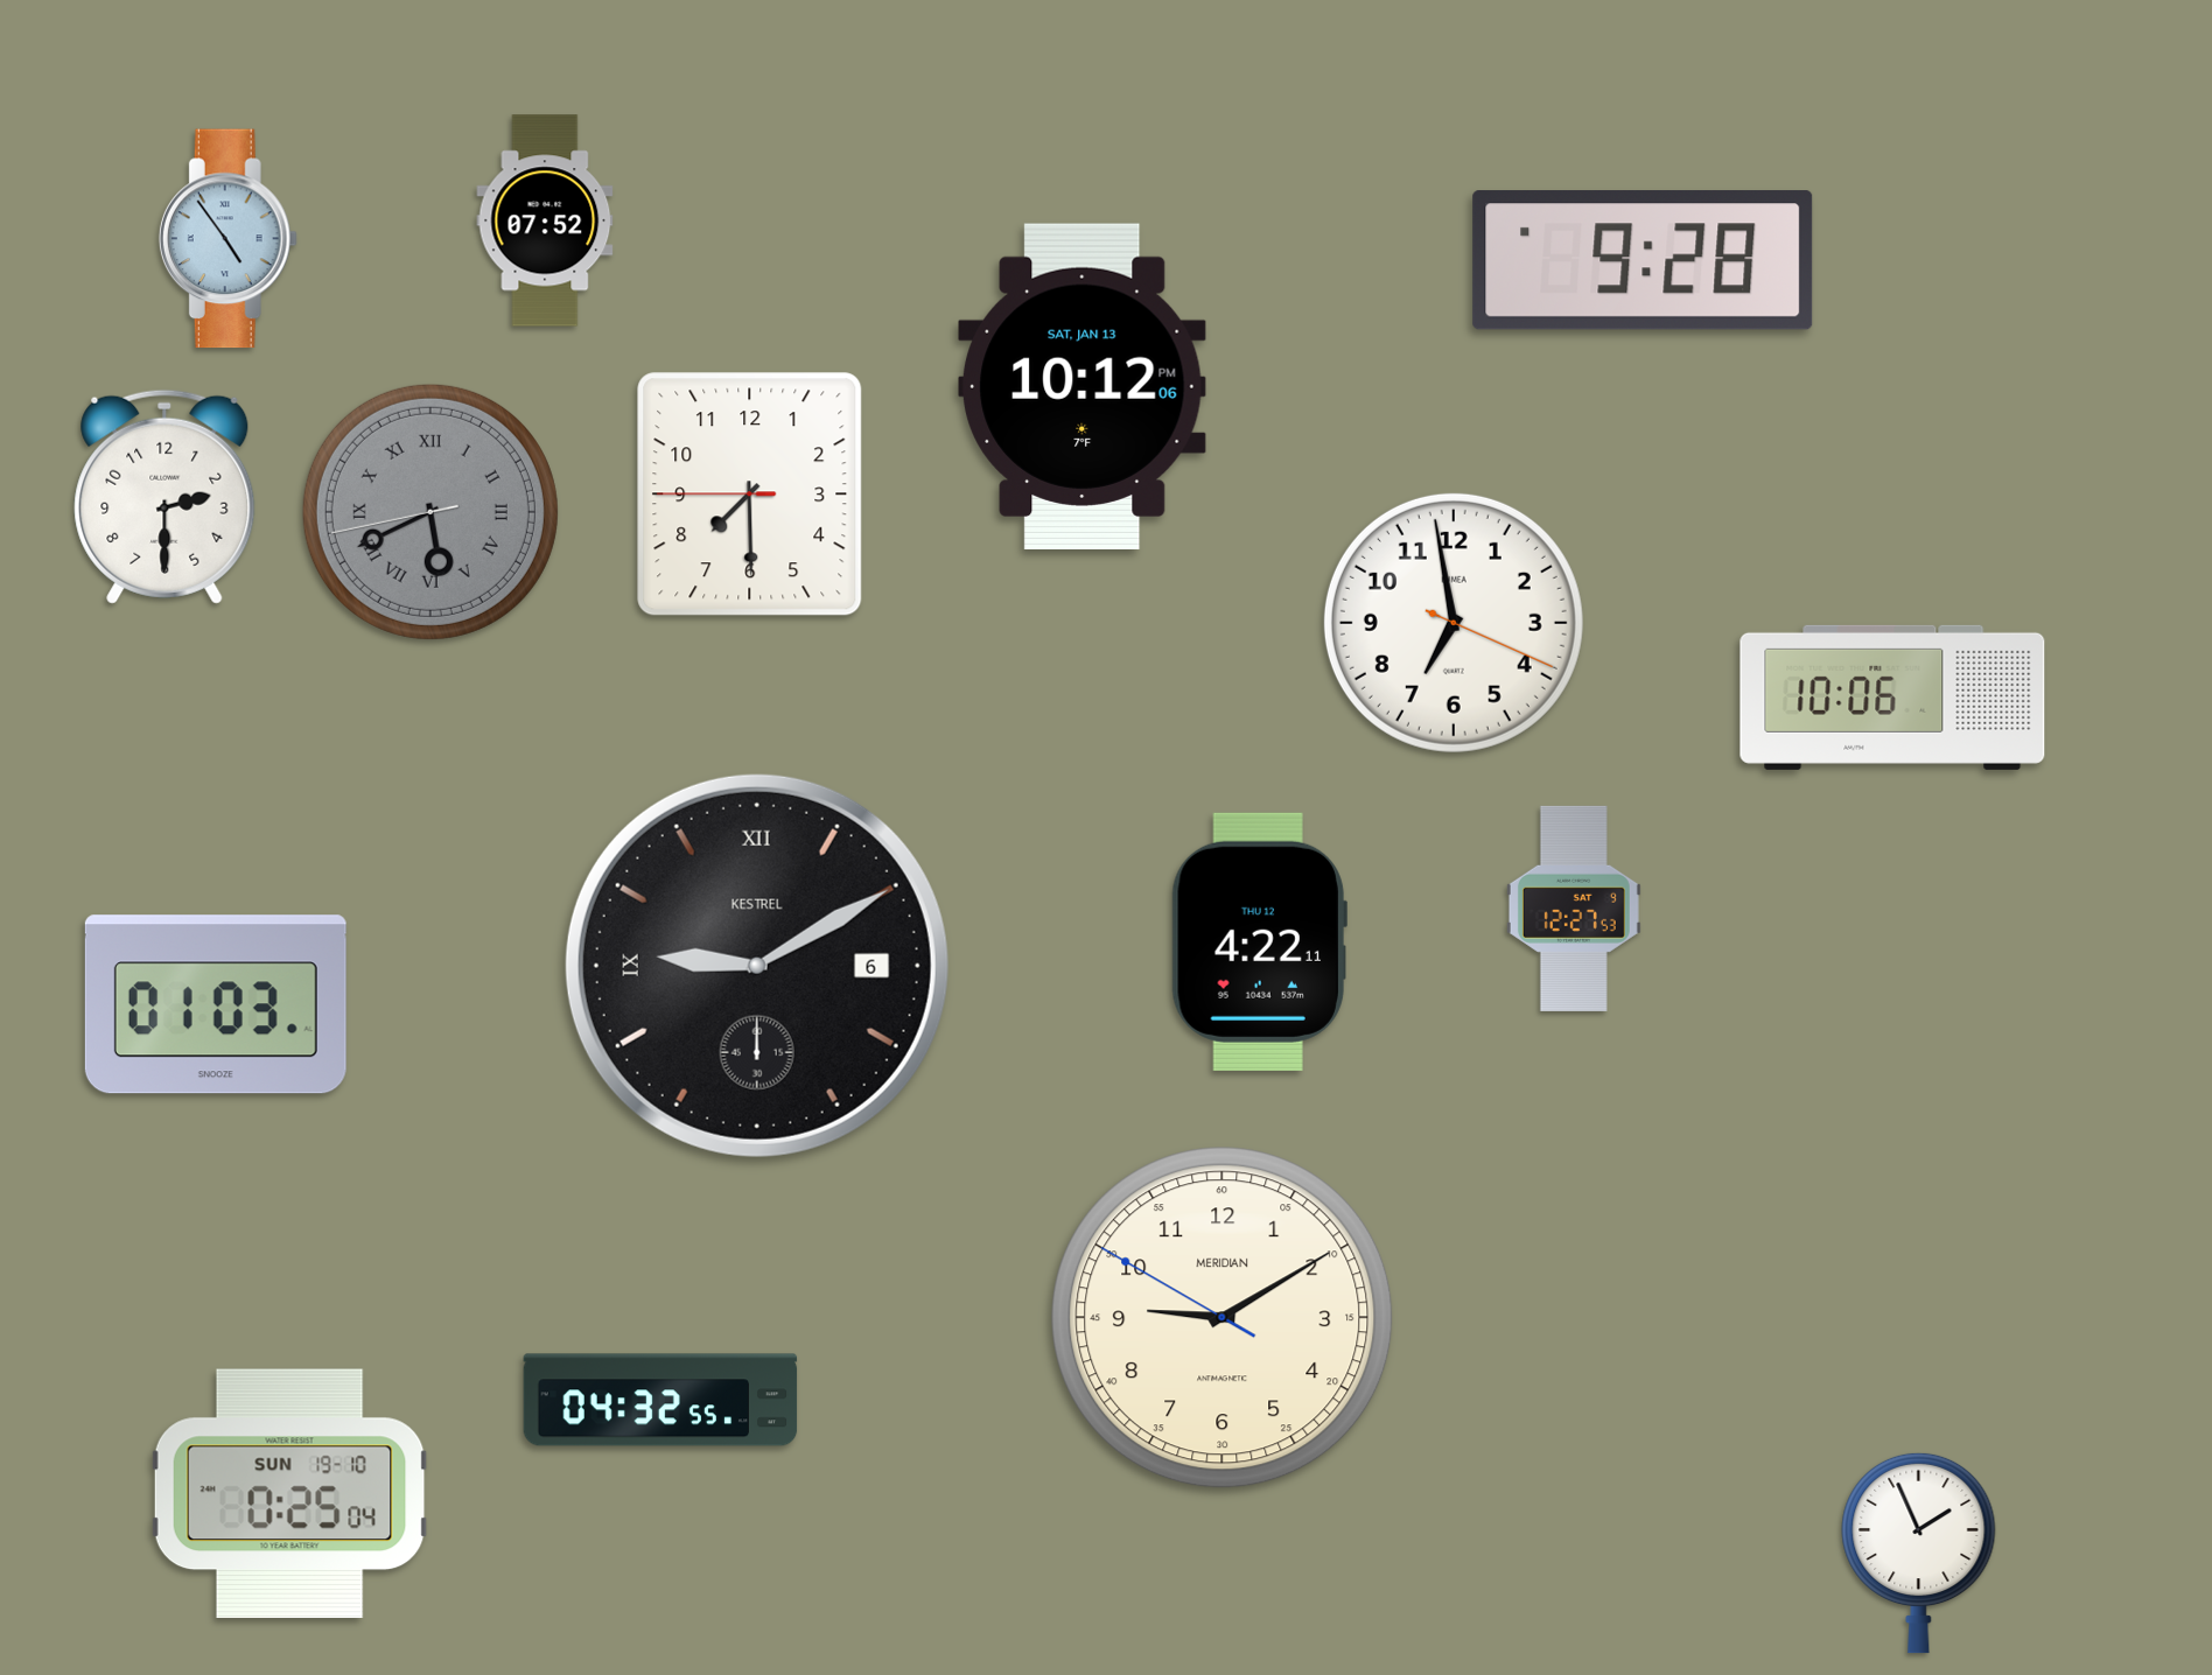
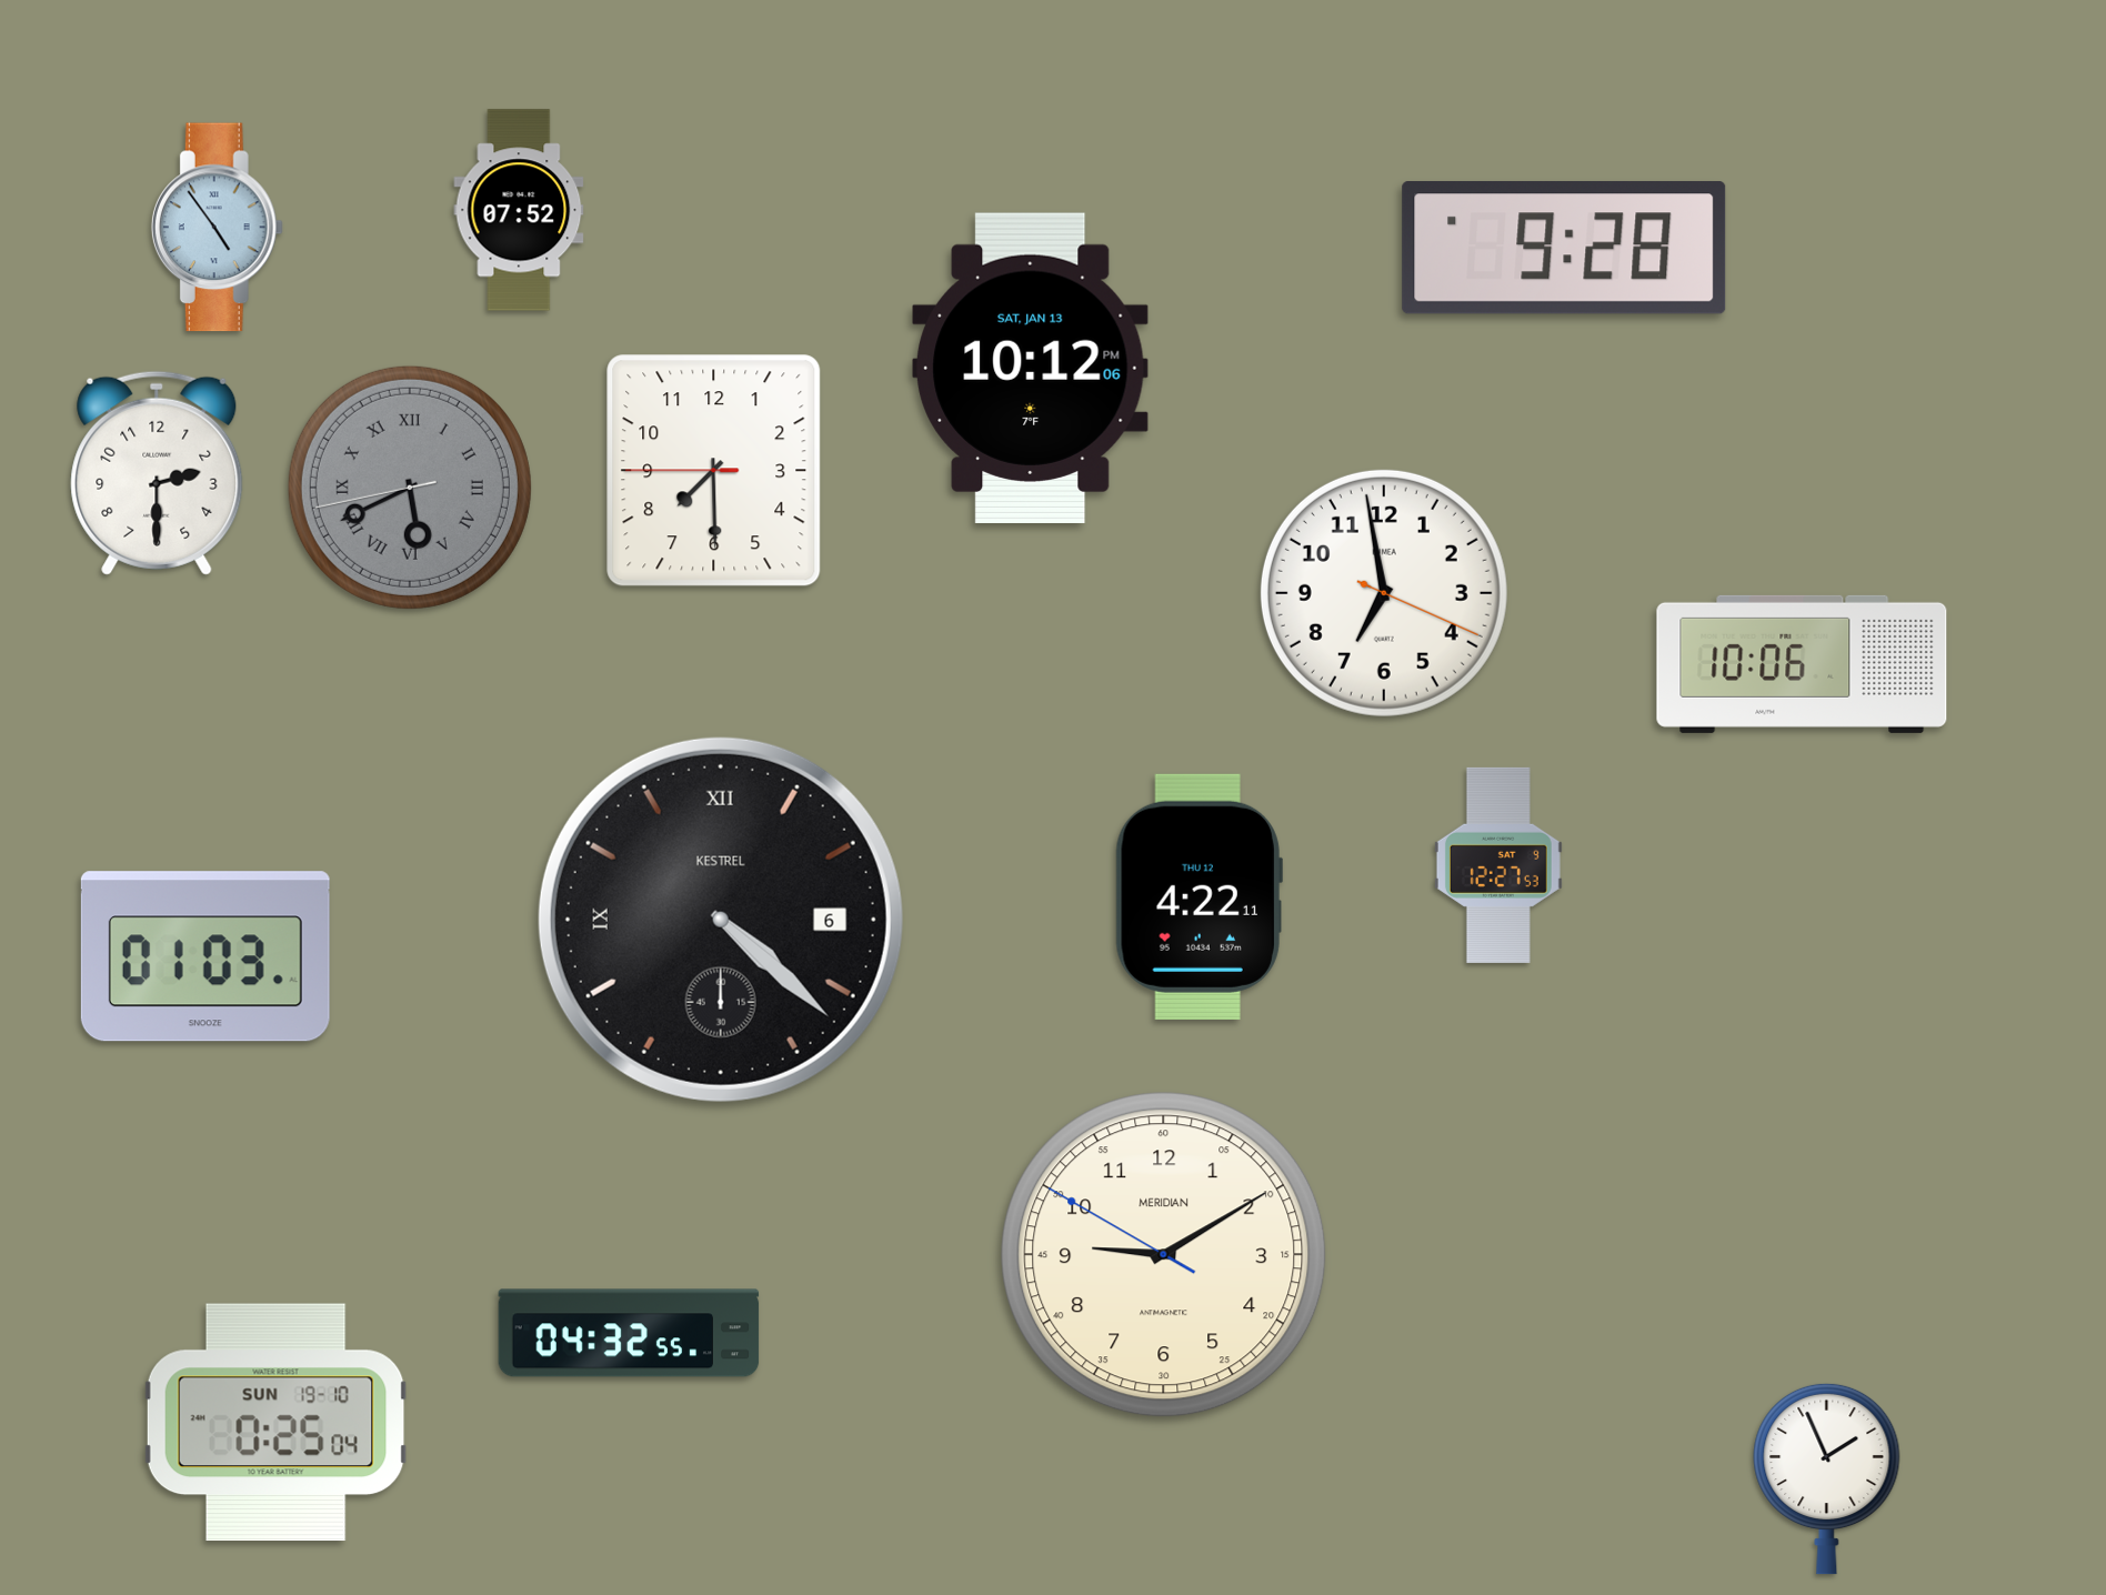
clock at (757, 966): 9:10 -> 4:22
